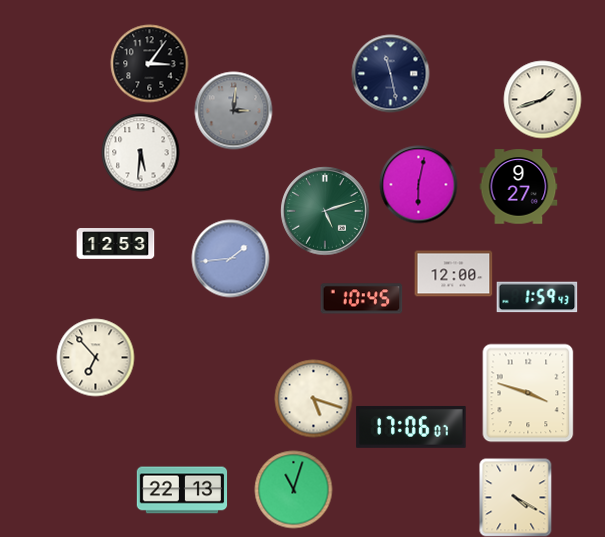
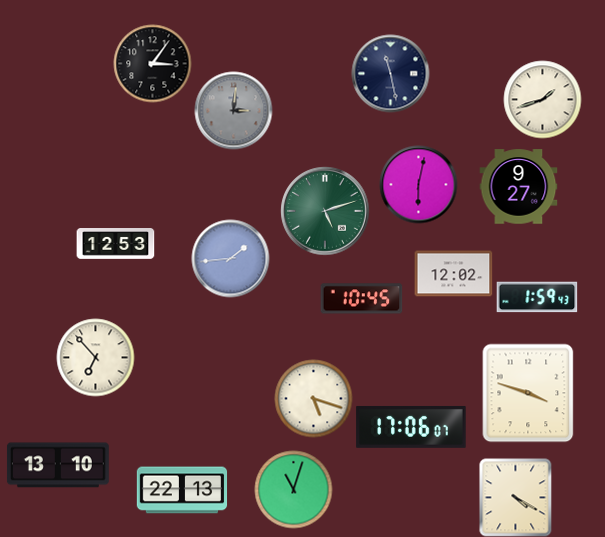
clock at (149, 63) position: (149, 63) -> (152, 63)
clock at (140, 152): 5:31 -> none
clock at (453, 274): 12:00 -> 12:02
clock at (58, 465): none -> 13:10
